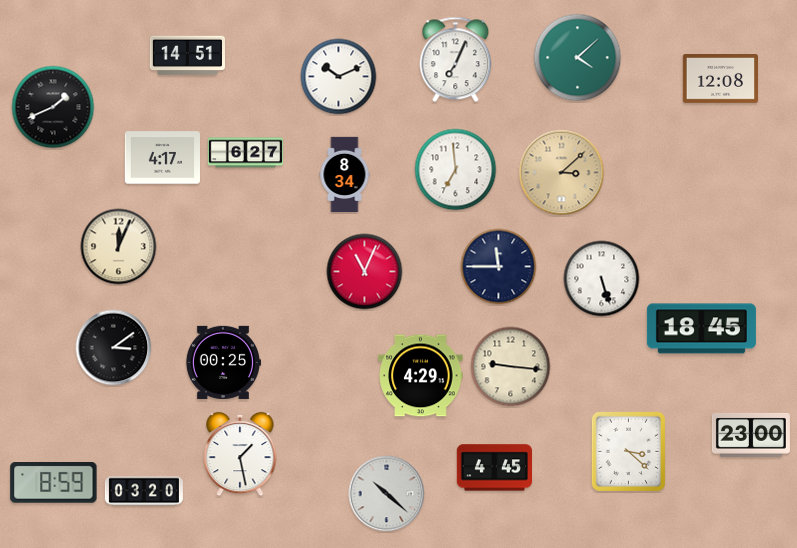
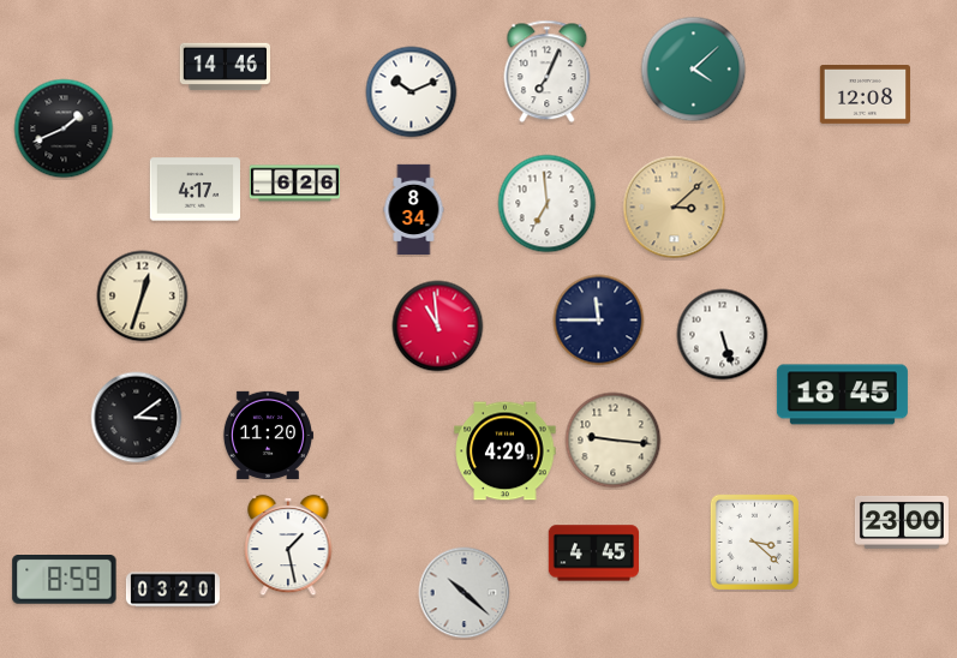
clock at (187, 56): 14:51 -> 14:46
clock at (339, 77) position: (339, 77) -> (412, 92)
clock at (245, 153): 6:27 -> 6:26
clock at (119, 247): 12:04 -> 12:33
clock at (365, 272): 11:04 -> 10:59
clock at (222, 362): 00:25 -> 11:20
clock at (494, 468) position: (494, 468) -> (593, 554)
